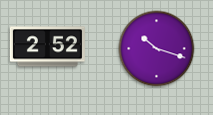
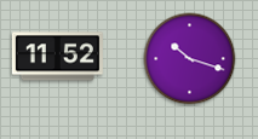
clock at (47, 47): 2:52 -> 11:52
